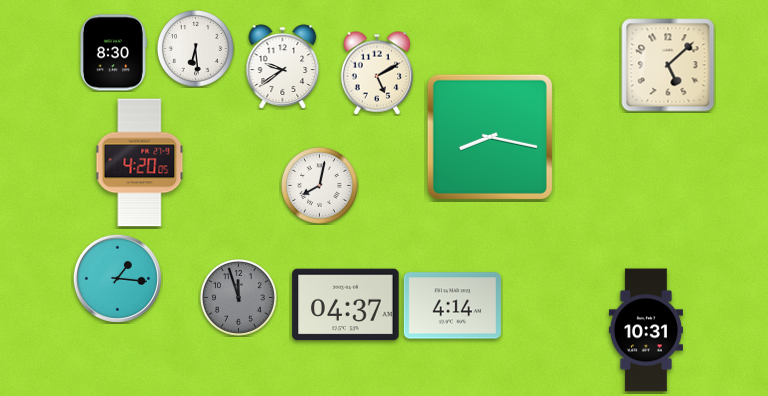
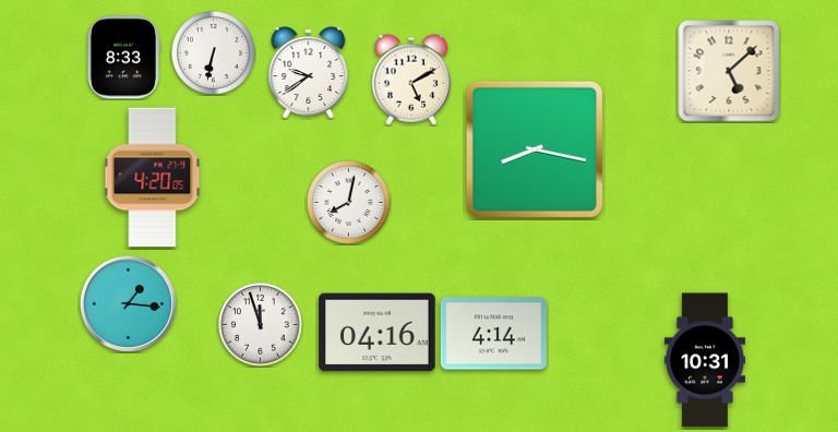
clock at (195, 48): 6:29 -> 6:32
clock at (113, 53): 8:30 -> 8:33
clock at (238, 297) dial: grey -> white
clock at (346, 305): 04:37 -> 04:16
